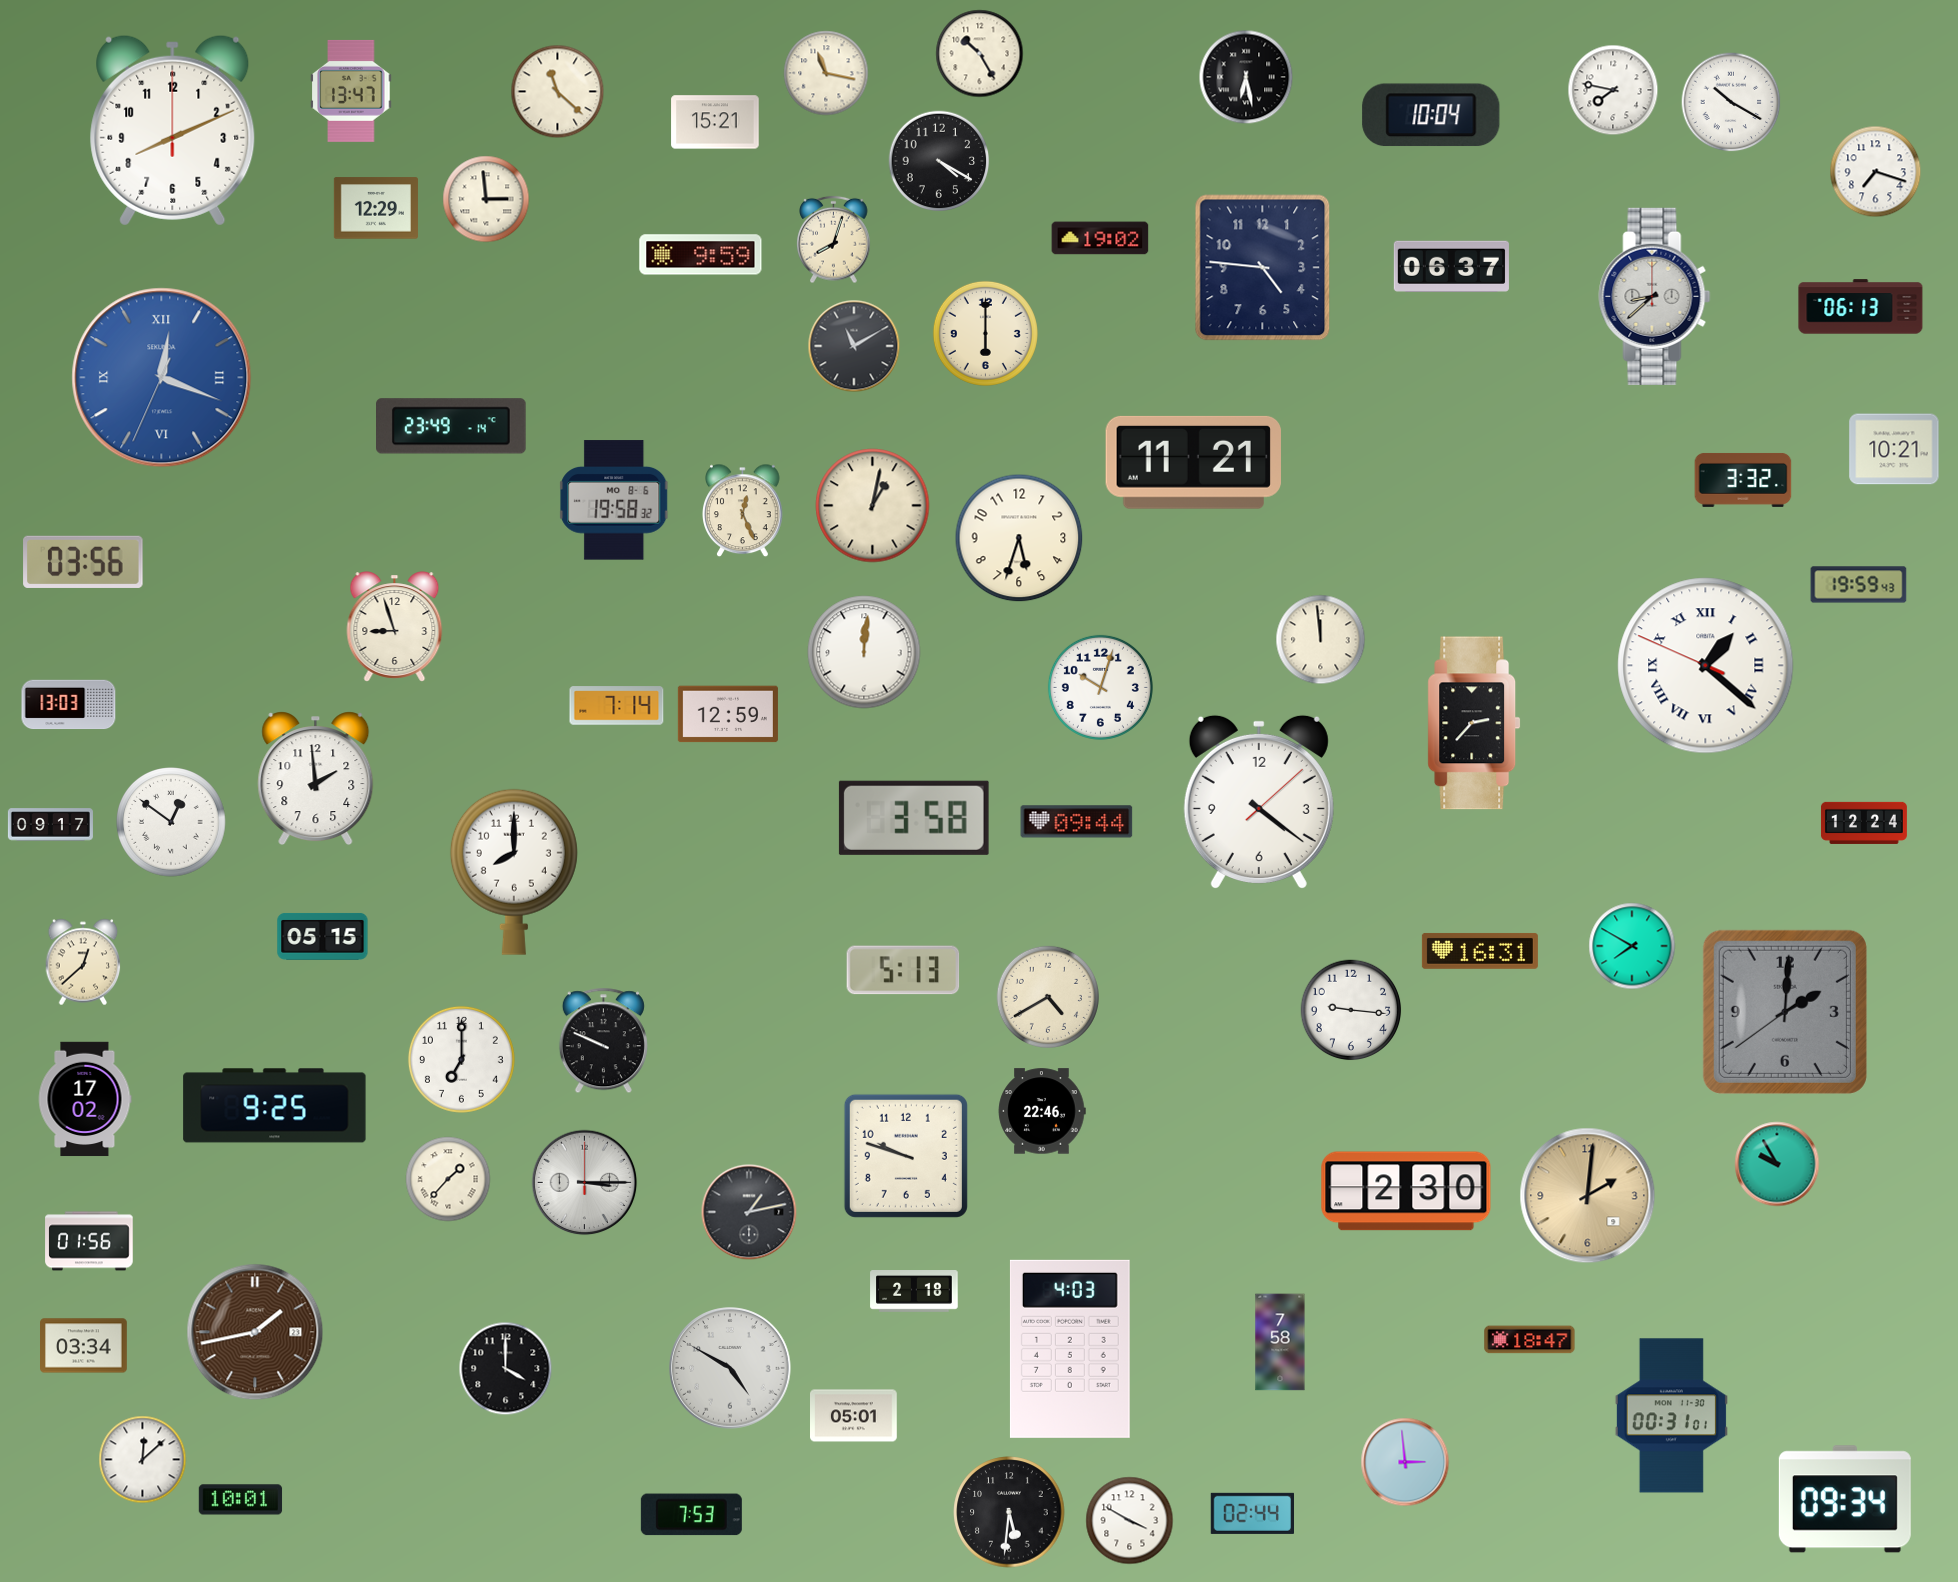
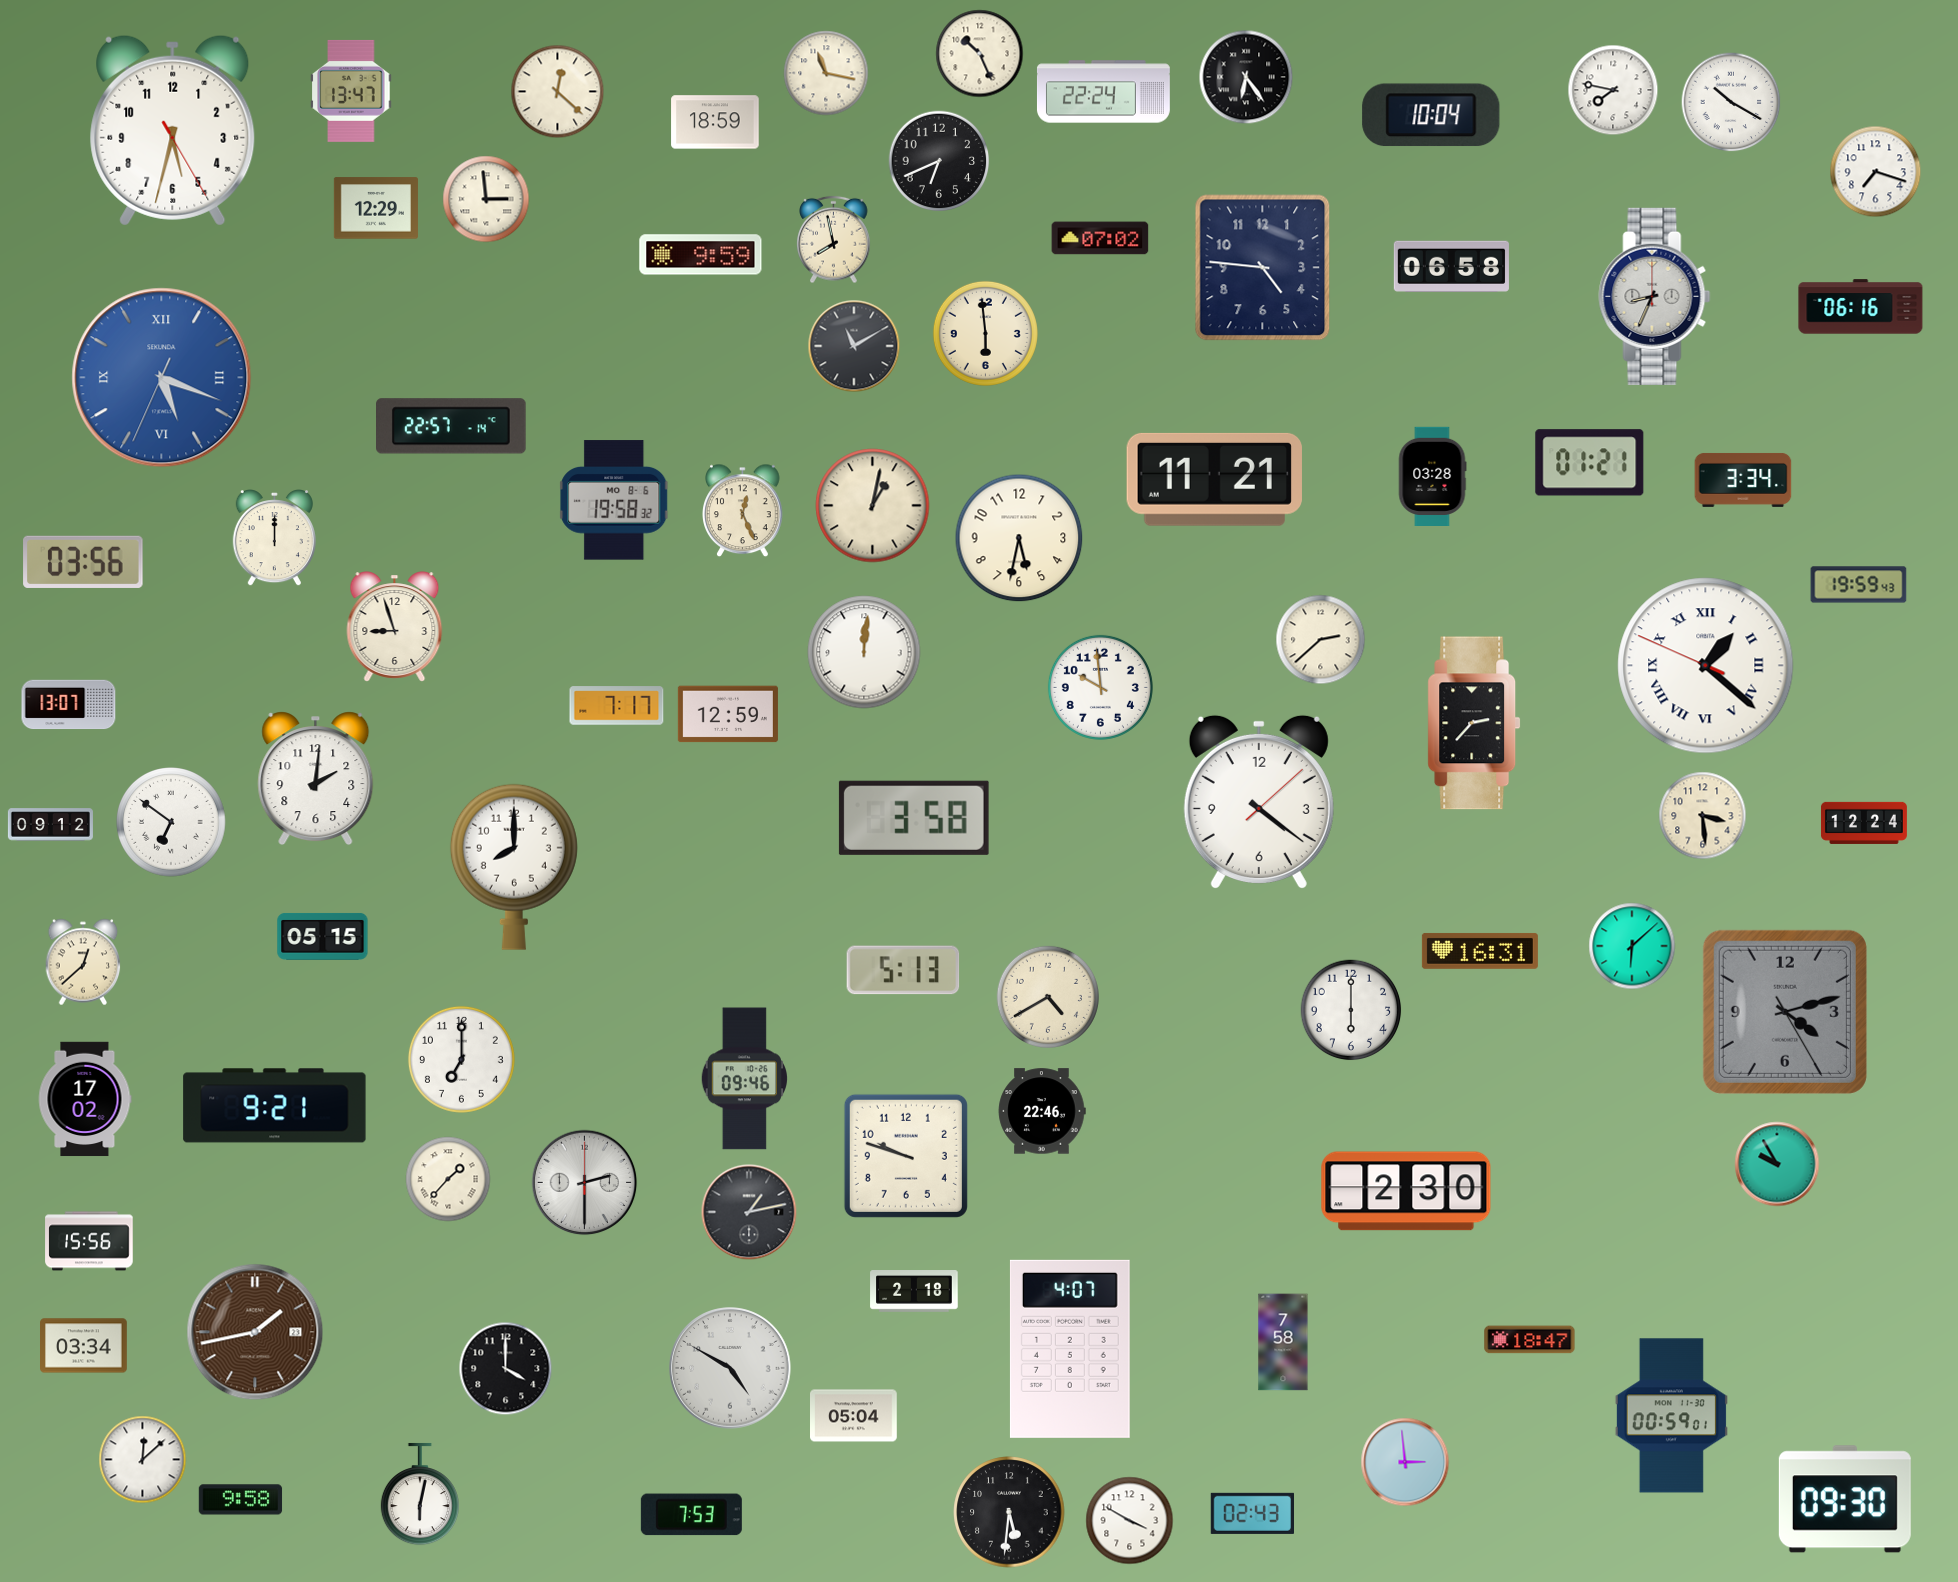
clock at (980, 54): 10:25 -> 10:26
clock at (1246, 77): 6:28 -> 6:24
clock at (558, 92): 11:22 -> 12:22
clock at (1103, 92): none -> 22:24
clock at (715, 122): 15:21 -> 18:59
clock at (173, 130): 8:11 -> 5:32
clock at (939, 161): 4:20 -> 6:41
clock at (1100, 238): 19:02 -> 07:02
clock at (834, 240): 8:03 -> 7:58
clock at (1451, 266): 06:37 -> 06:58
clock at (1655, 296): 8:38 -> 8:34
clock at (1861, 307): 06:13 -> 06:16
clock at (985, 333): 6:00 -> 5:59
clock at (162, 378): 12:18 -> 5:18
clock at (452, 426): 23:49 -> 22:57
clock at (1894, 449): 10:21 -> none
clock at (1193, 462) position: (1193, 462) -> (1214, 479)
clock at (1590, 463): none -> 01:21
clock at (1432, 476): none -> 03:28
clock at (1743, 480): 3:32 -> 3:34
clock at (1019, 538): 5:33 -> 5:32
clock at (274, 539): none -> 12:00
clock at (1321, 640): 11:59 -> 2:38
clock at (1100, 687): 10:03 -> 9:59
clock at (69, 705): 13:03 -> 13:07
clock at (617, 706): 7:14 -> 7:17
clock at (316, 779): 1:59 -> 2:01
clock at (1703, 816): none -> 3:29
clock at (171, 822): 12:51 -> 6:51
clock at (1077, 822): 09:44 -> none
clock at (50, 825): 09:17 -> 09:12
clock at (514, 872) position: (514, 872) -> (514, 867)
clock at (1632, 946): 7:50 -> 6:08
clock at (1351, 1010): 9:16 -> 6:00
clock at (1785, 1012): 2:00 -> 4:12
clock at (603, 1041): 9:49 -> none
clock at (744, 1079): none -> 09:46
clock at (275, 1106): 9:25 -> 9:21
clock at (585, 1183): 3:15 -> 2:30
clock at (1588, 1196): 2:01 -> none
clock at (89, 1241): 01:56 -> 15:56
clock at (1280, 1342) position: (1280, 1342) -> (1283, 1342)
clock at (1070, 1349): 4:03 -> 4:07
clock at (854, 1416): 05:01 -> 05:04
clock at (1671, 1416): 00:31 -> 00:59
clock at (420, 1494): none -> 6:02
clock at (1845, 1499): 09:34 -> 09:30
clock at (241, 1500): 10:01 -> 9:58
clock at (1252, 1513): 02:44 -> 02:43
